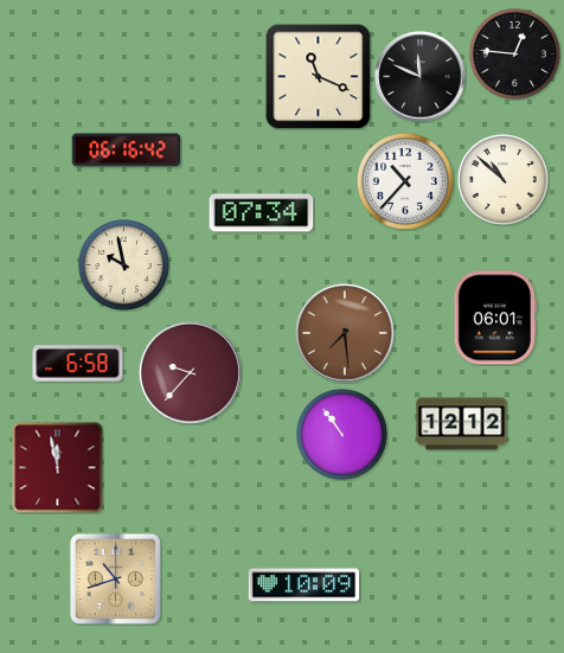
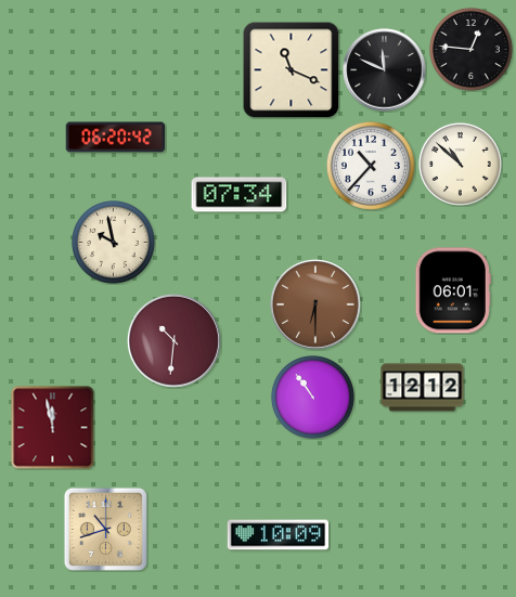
clock at (127, 151): 06:16 -> 06:20
clock at (346, 334): 7:29 -> 6:30
clock at (78, 364): 6:58 -> none
clock at (190, 372): 9:37 -> 10:31
